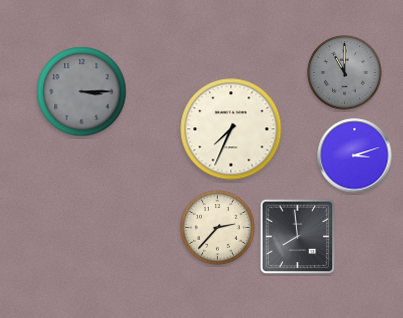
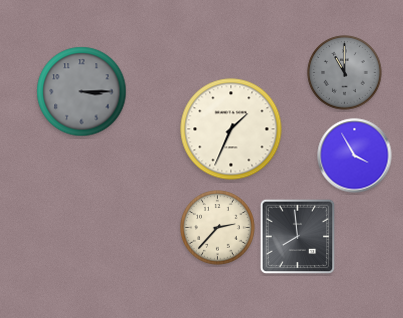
clock at (231, 129): 7:34 -> 1:34
clock at (355, 156): 3:12 -> 3:55
